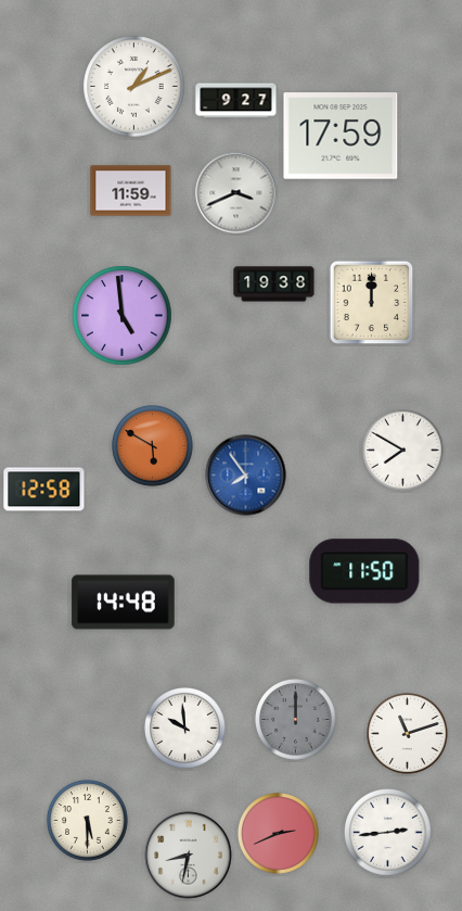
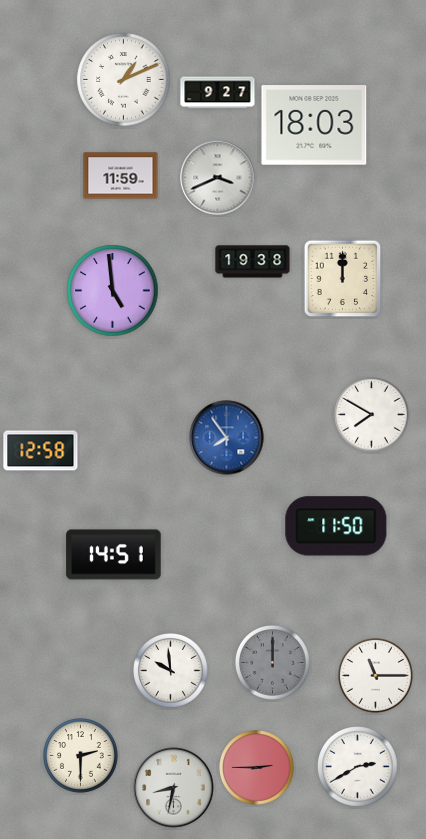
clock at (341, 136): 17:59 -> 18:03
clock at (153, 446): 5:50 -> none
clock at (124, 603): 14:48 -> 14:51
clock at (408, 734): 11:12 -> 11:15
clock at (88, 821): 5:30 -> 2:30
clock at (388, 833): 2:44 -> 2:40
clock at (279, 834): 2:41 -> 2:45
